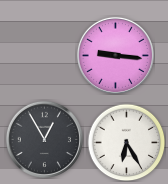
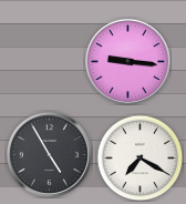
clock at (44, 139): 12:55 -> 4:55
clock at (126, 142): 6:25 -> 7:20
